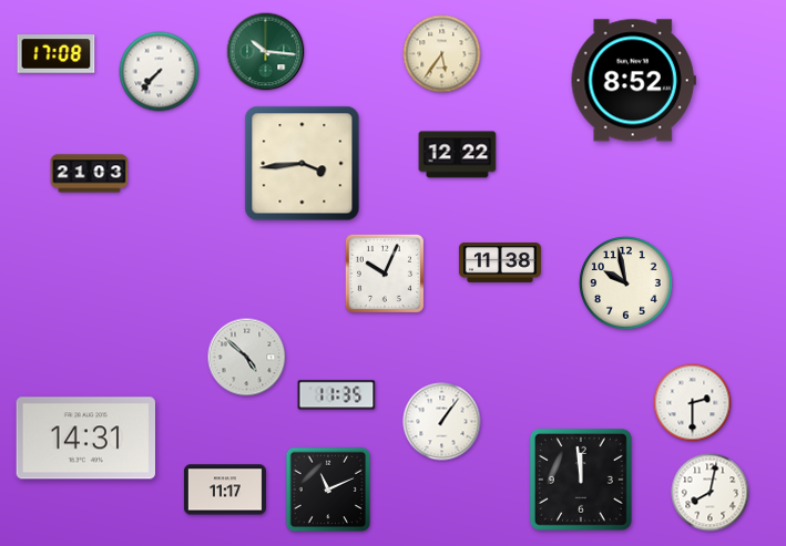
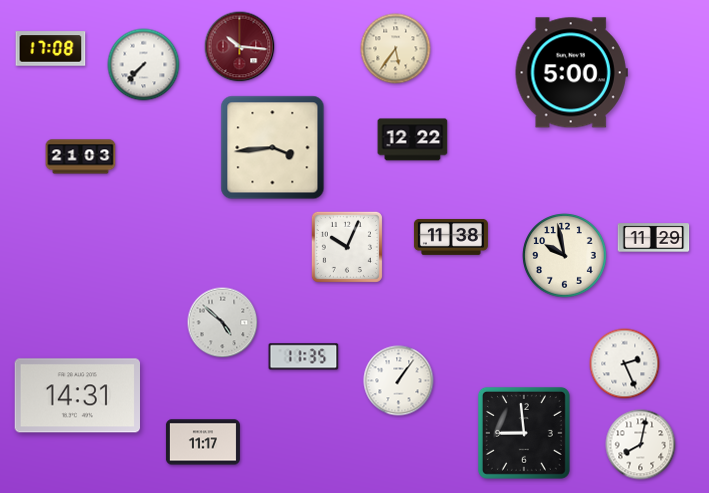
clock at (266, 52) dial: green -> burgundy
clock at (442, 54) position: (442, 54) -> (396, 49)
clock at (633, 81): 8:52 -> 5:00
clock at (654, 238): none -> 11:29
clock at (693, 403): 2:30 -> 2:26
clock at (581, 480): 11:59 -> 8:59
clock at (328, 490): 11:11 -> none
